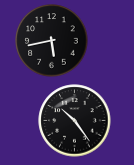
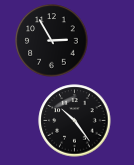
clock at (52, 41): 5:43 -> 2:55
